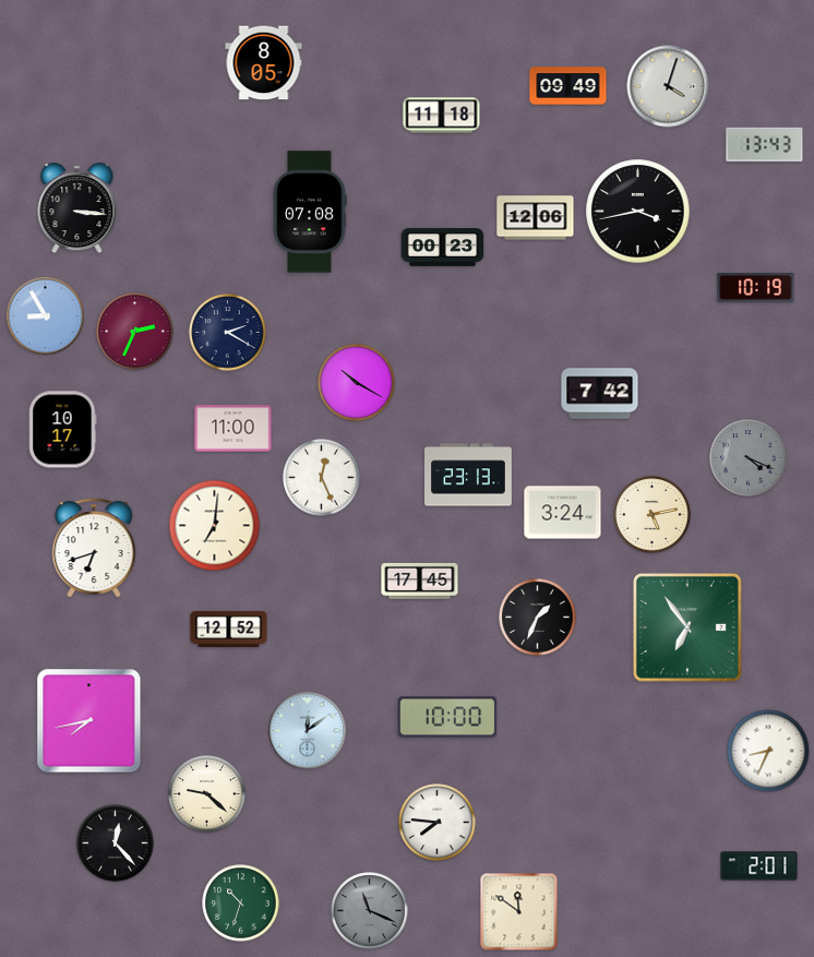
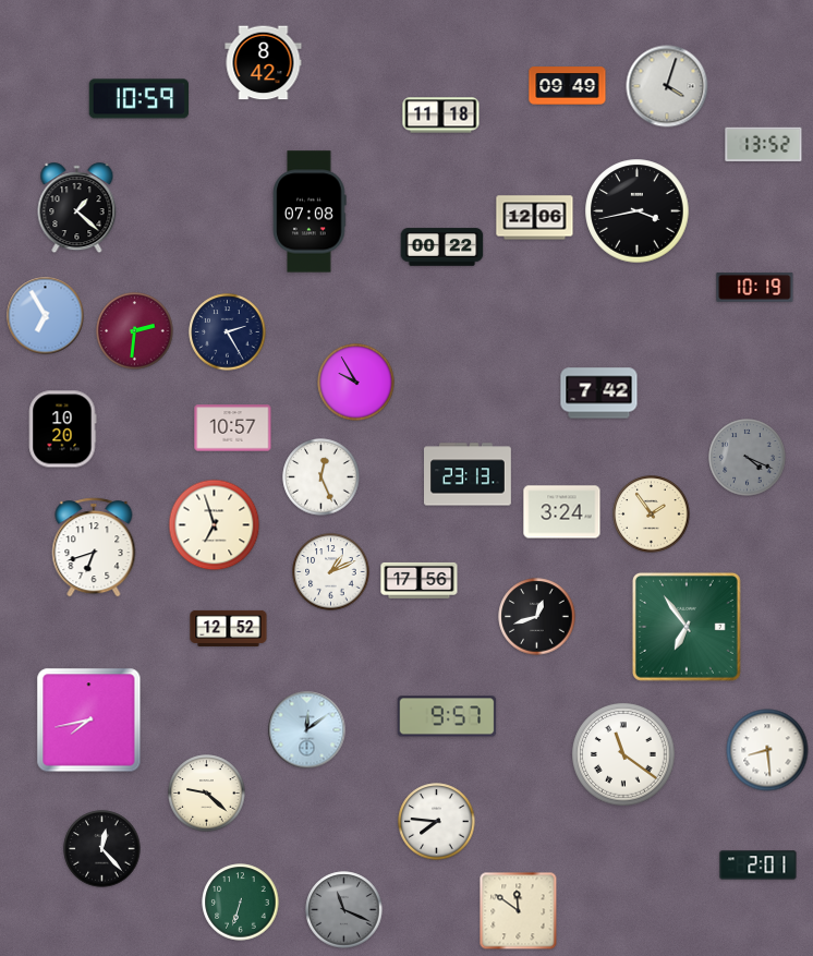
clock at (264, 63): 8:05 -> 8:42
clock at (139, 99): none -> 10:59
clock at (765, 145): 13:43 -> 13:52
clock at (77, 208): 3:16 -> 1:22
clock at (443, 248): 00:23 -> 00:22
clock at (46, 316): 8:55 -> 6:55
clock at (135, 332): 2:34 -> 2:31
clock at (228, 333): 2:20 -> 2:25
clock at (357, 383): 10:20 -> 9:55
clock at (234, 429): 11:00 -> 10:57
clock at (63, 430): 10:17 -> 10:20
clock at (653, 515): 5:13 -> 1:54
clock at (215, 526): 7:01 -> 6:57
clock at (331, 572): none -> 1:11
clock at (420, 581): 17:45 -> 17:56
clock at (538, 618): 1:34 -> 12:42
clock at (447, 717): 10:00 -> 9:57
clock at (768, 751): 8:34 -> 8:29
clock at (623, 754): none -> 11:21
clock at (116, 844) position: (116, 844) -> (102, 849)
clock at (241, 904): 10:33 -> 6:33
clock at (370, 911) position: (370, 911) -> (344, 910)
